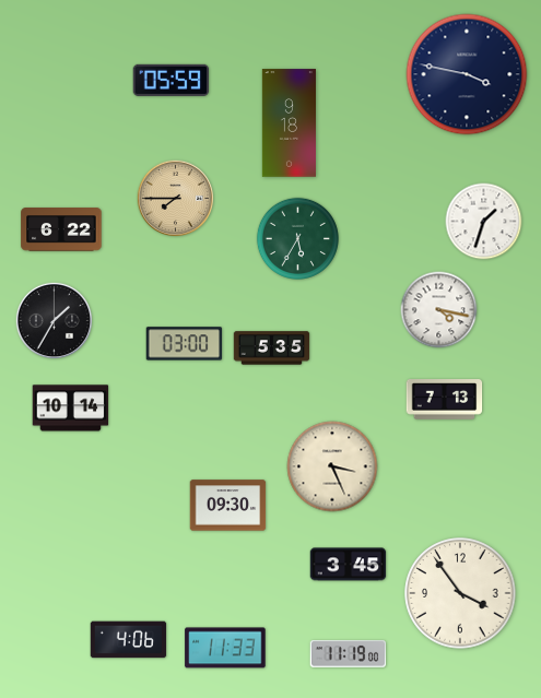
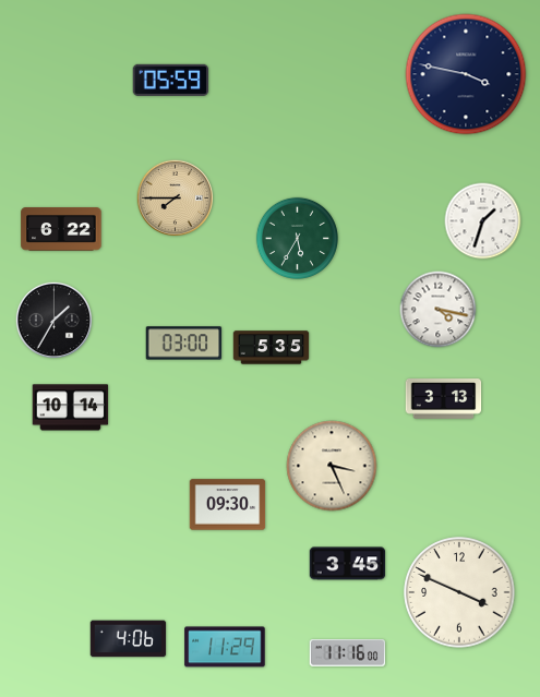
clock at (289, 123): 9:18 -> none
clock at (445, 400): 7:13 -> 3:13
clock at (460, 593): 3:54 -> 3:49
clock at (225, 648): 11:33 -> 11:29
clock at (349, 654): 11:19 -> 11:16
